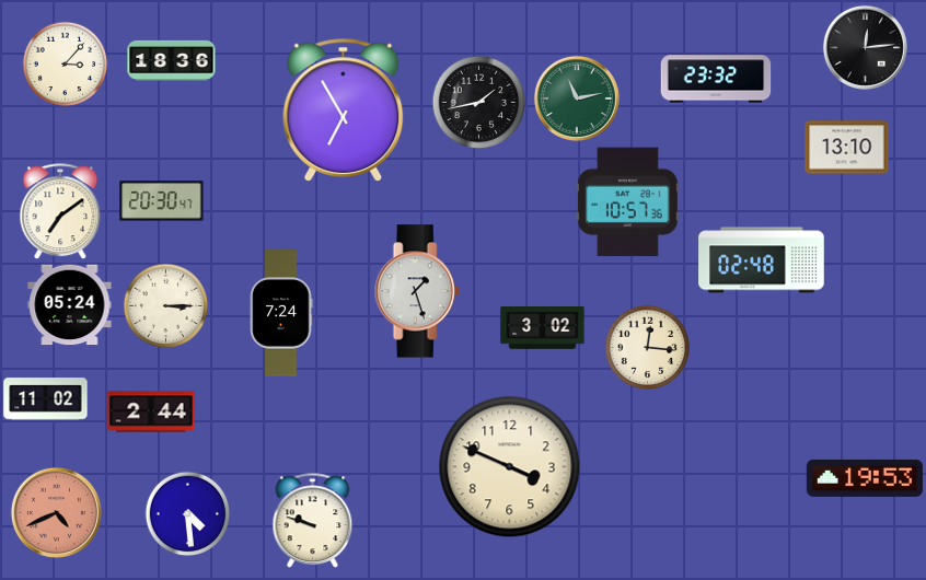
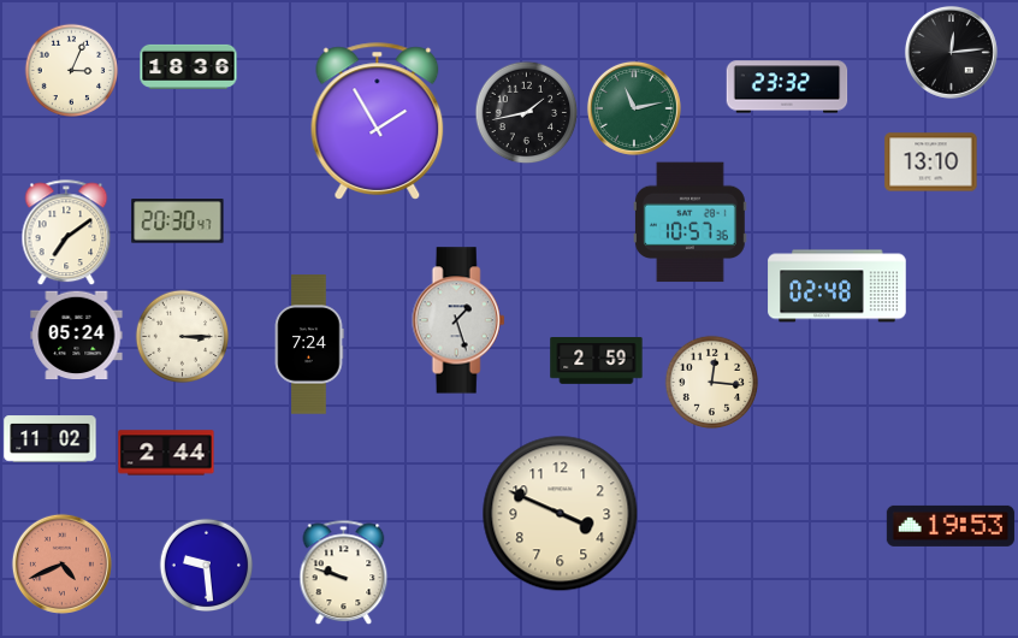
clock at (65, 63): 3:07 -> 3:04
clock at (344, 111): 6:55 -> 1:55
clock at (543, 328): 3:02 -> 2:59
clock at (187, 513): 4:29 -> 9:29
